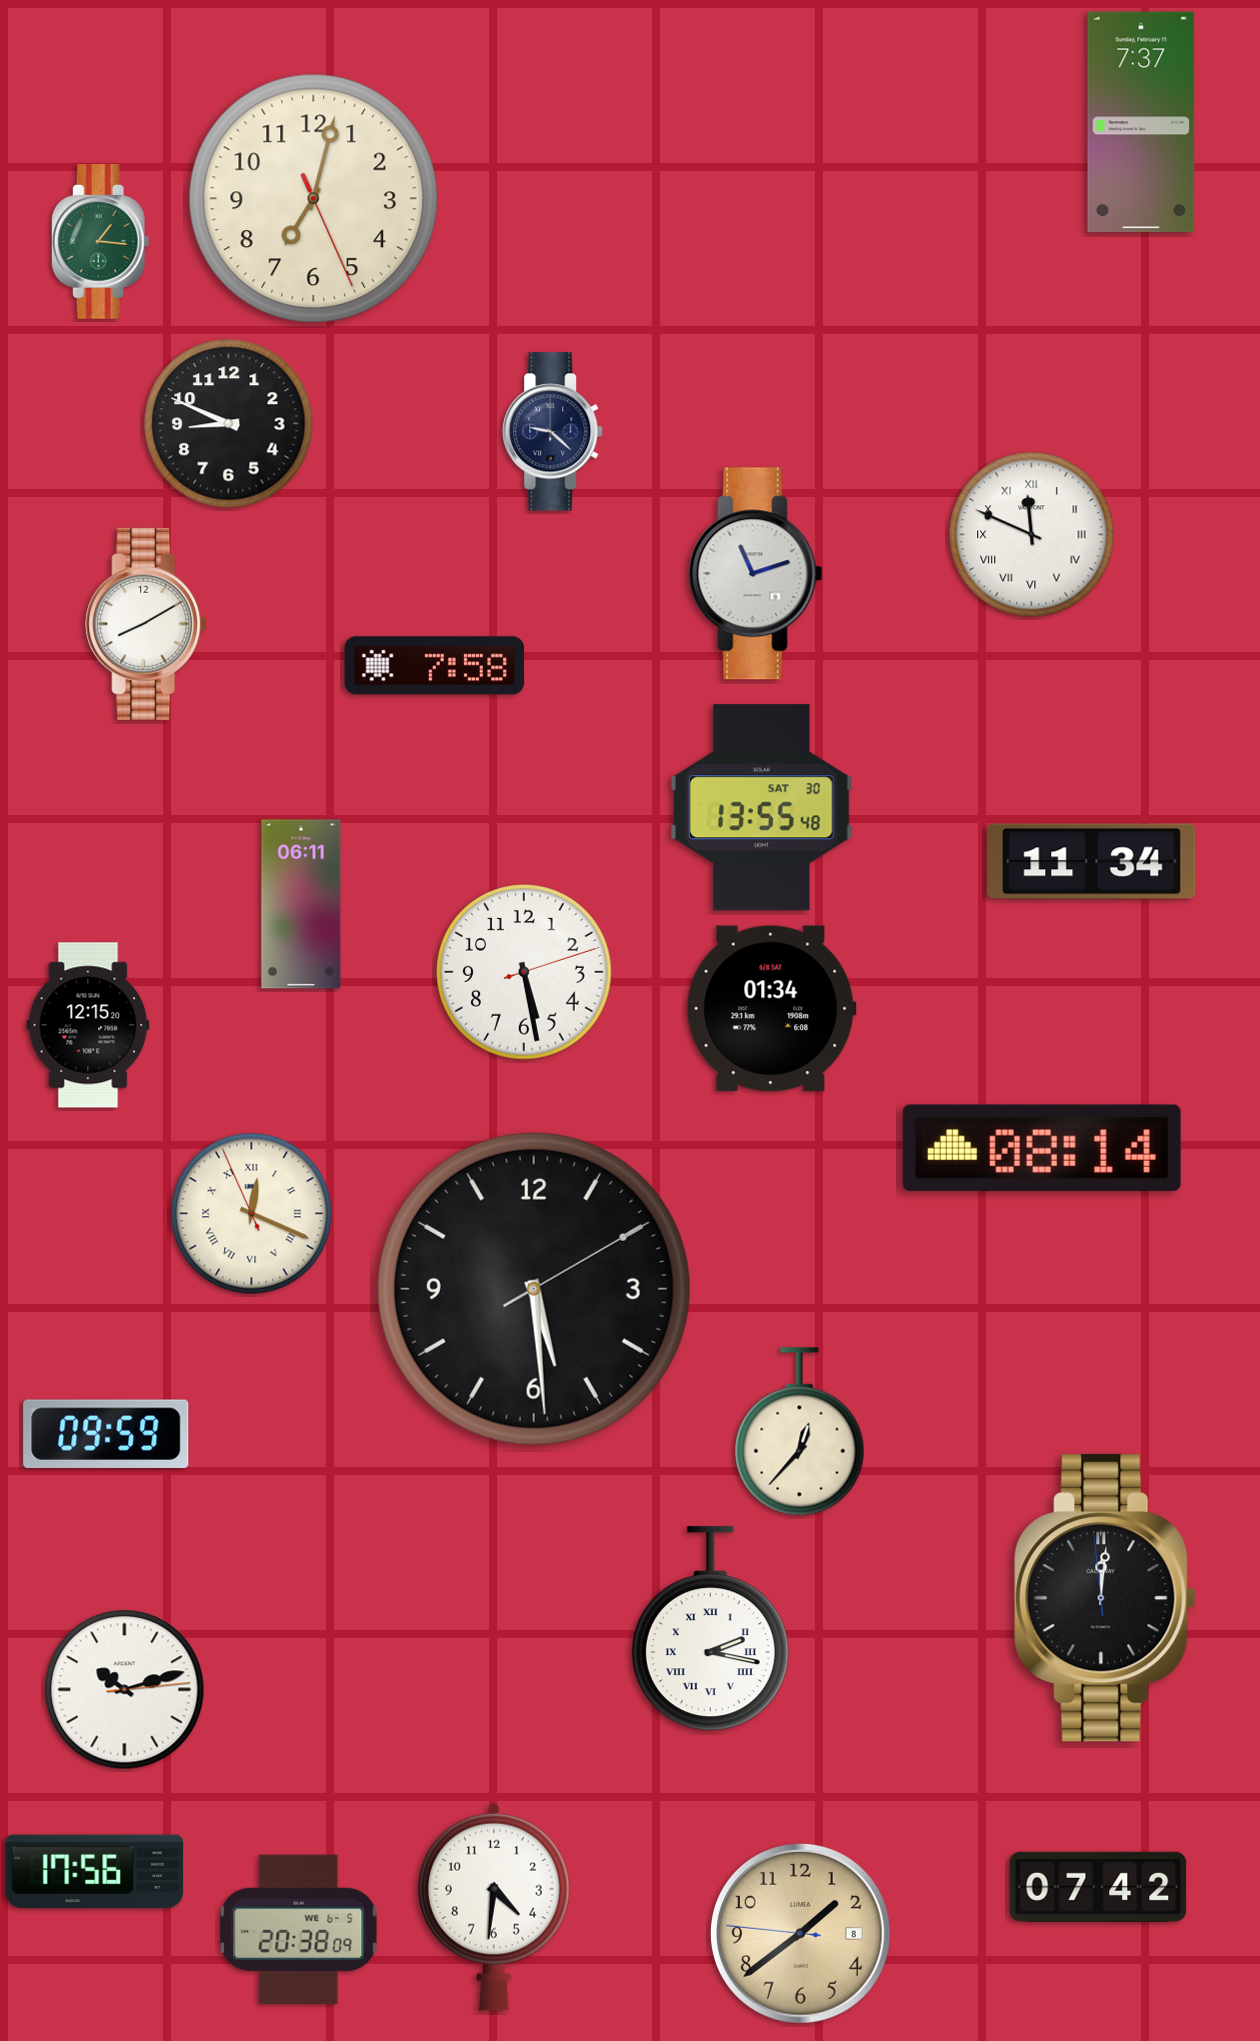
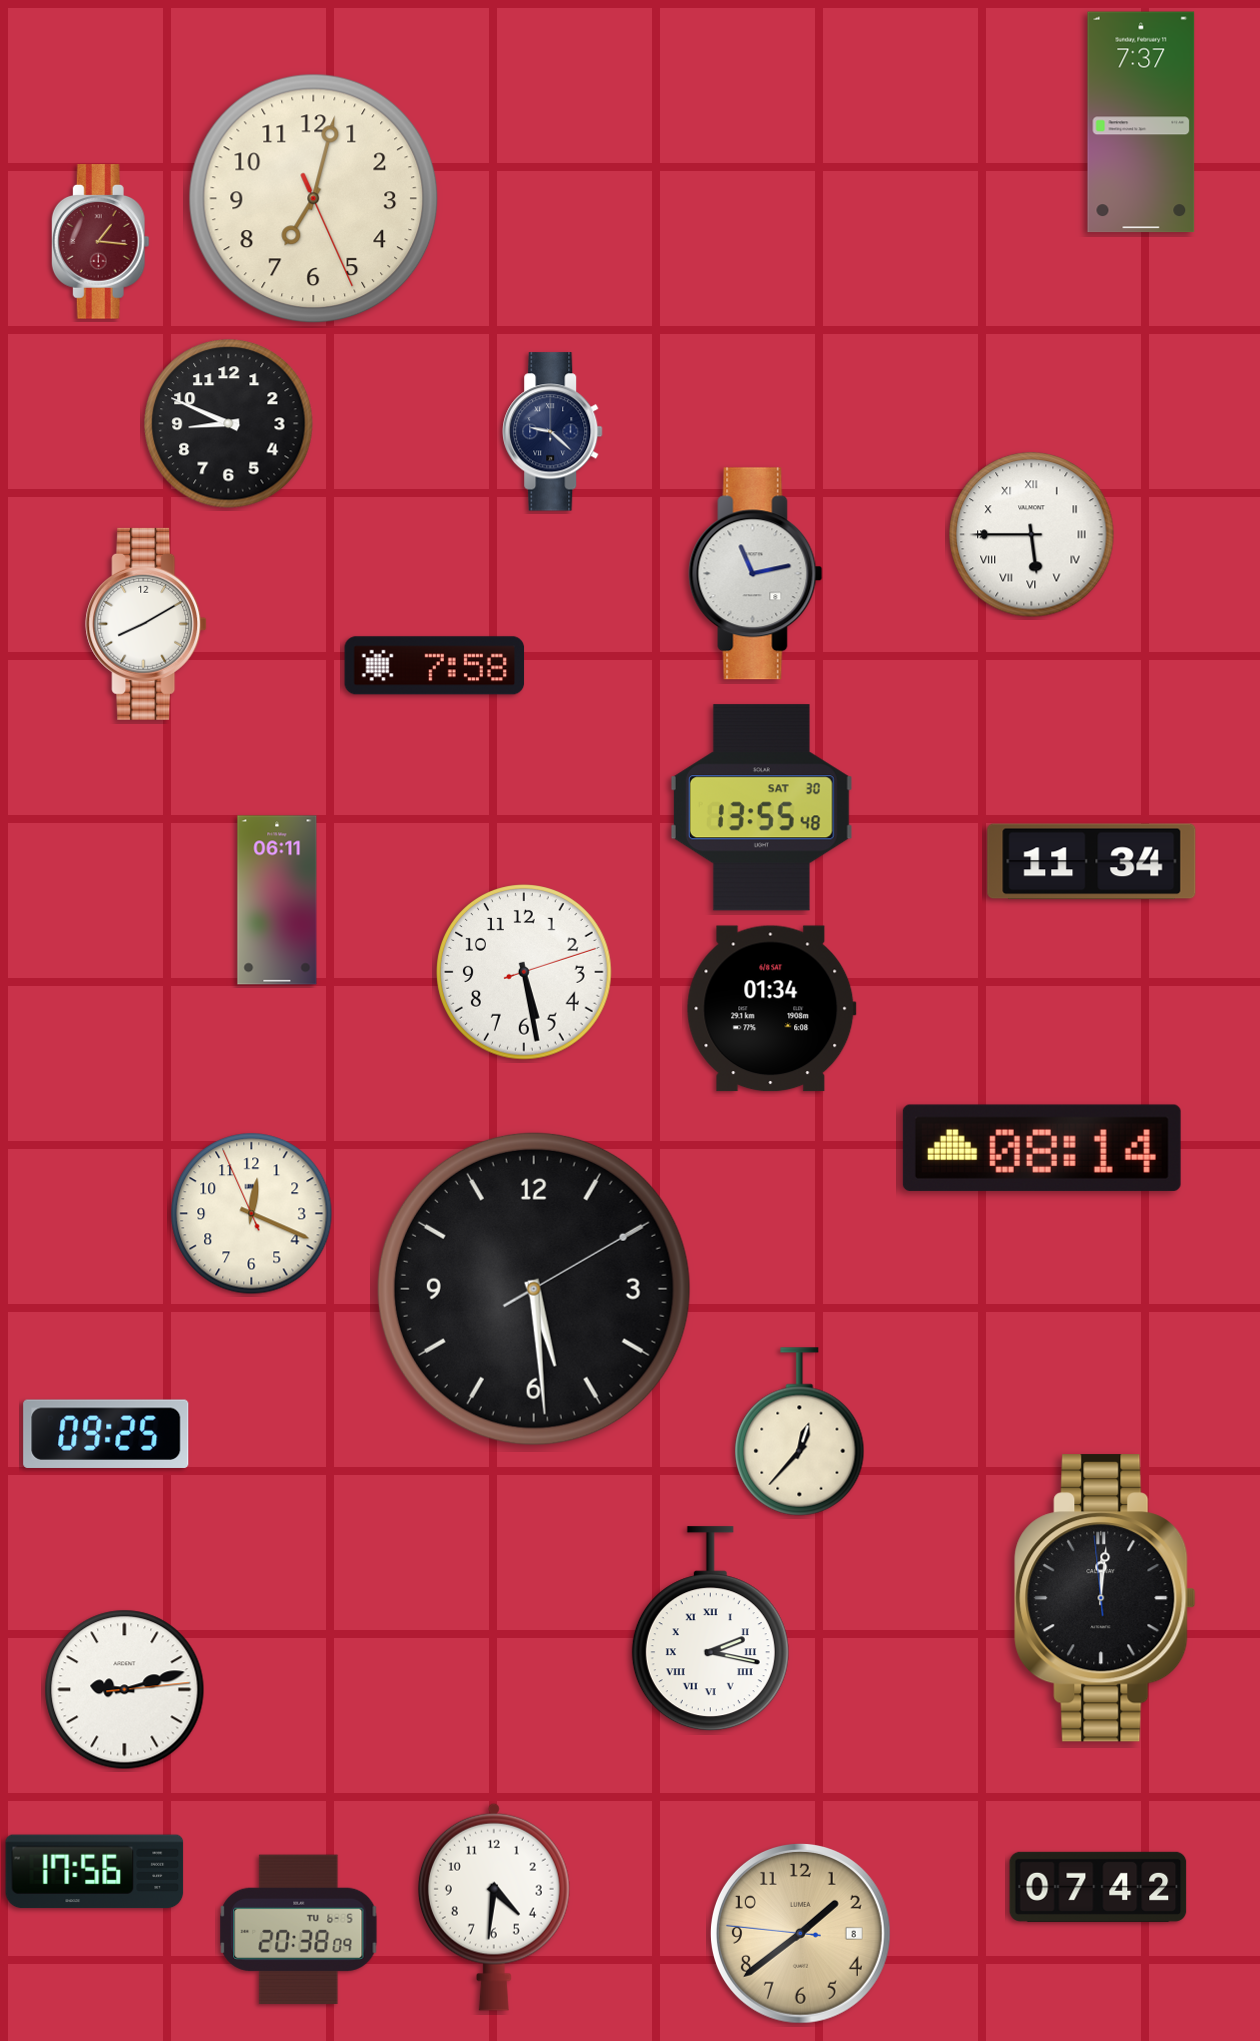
clock at (100, 242) dial: green -> burgundy
clock at (1032, 535): 11:49 -> 5:45
clock at (756, 574): 11:12 -> 11:13
clock at (301, 904) position: (301, 904) -> (277, 900)
clock at (88, 1025): 12:15 -> none
clock at (252, 1214) numerals: Roman -> Arabic
clock at (106, 1434): 09:59 -> 09:25
clock at (125, 1690): 10:12 -> 9:12
clock at (299, 1929) date: WE 6-5 -> TU 6-5
